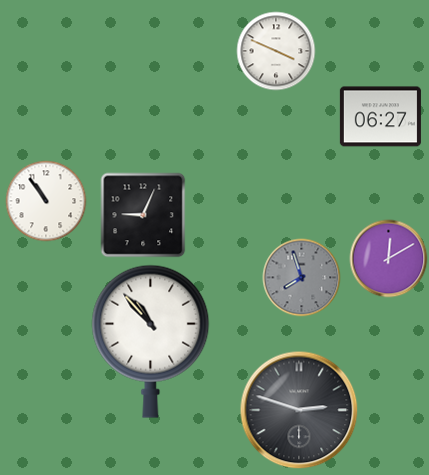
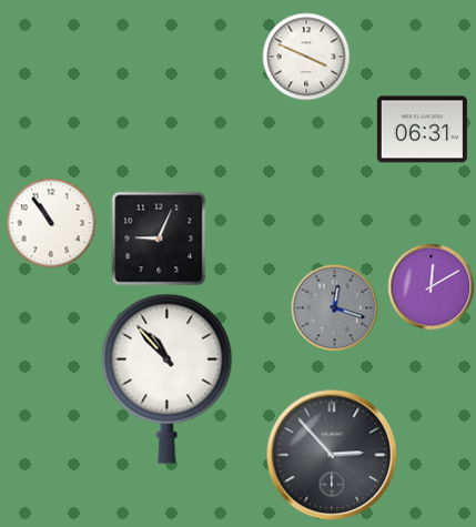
clock at (380, 117): 06:27 -> 06:31
clock at (301, 277): 7:57 -> 12:18
clock at (299, 410): 2:48 -> 2:53
